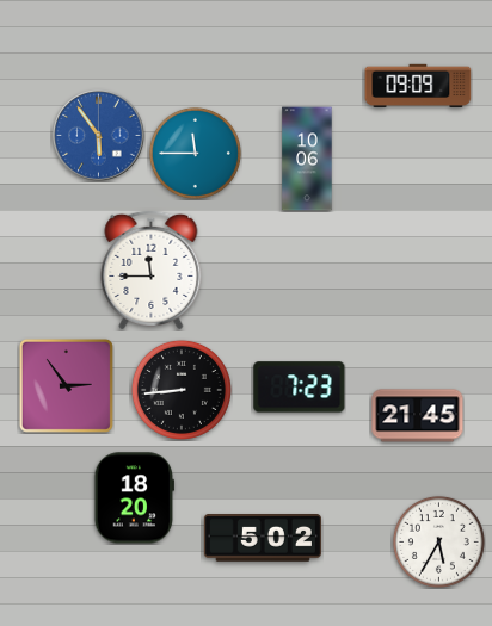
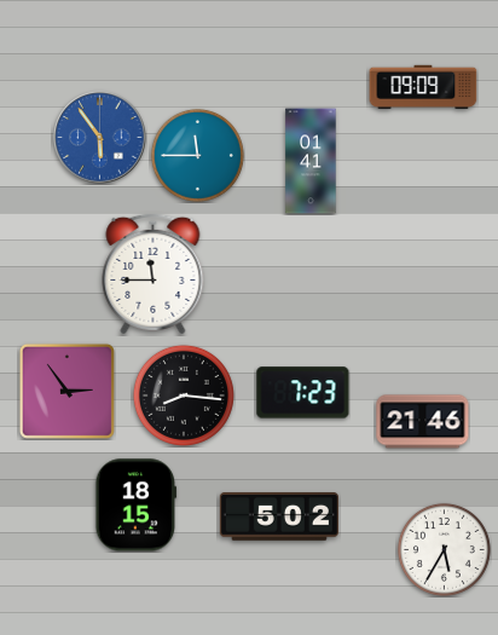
clock at (307, 159): 10:06 -> 01:41
clock at (182, 390): 8:44 -> 8:16
clock at (418, 416): 21:45 -> 21:46
clock at (135, 498): 18:20 -> 18:15
clock at (263, 539) position: (263, 539) -> (279, 518)
